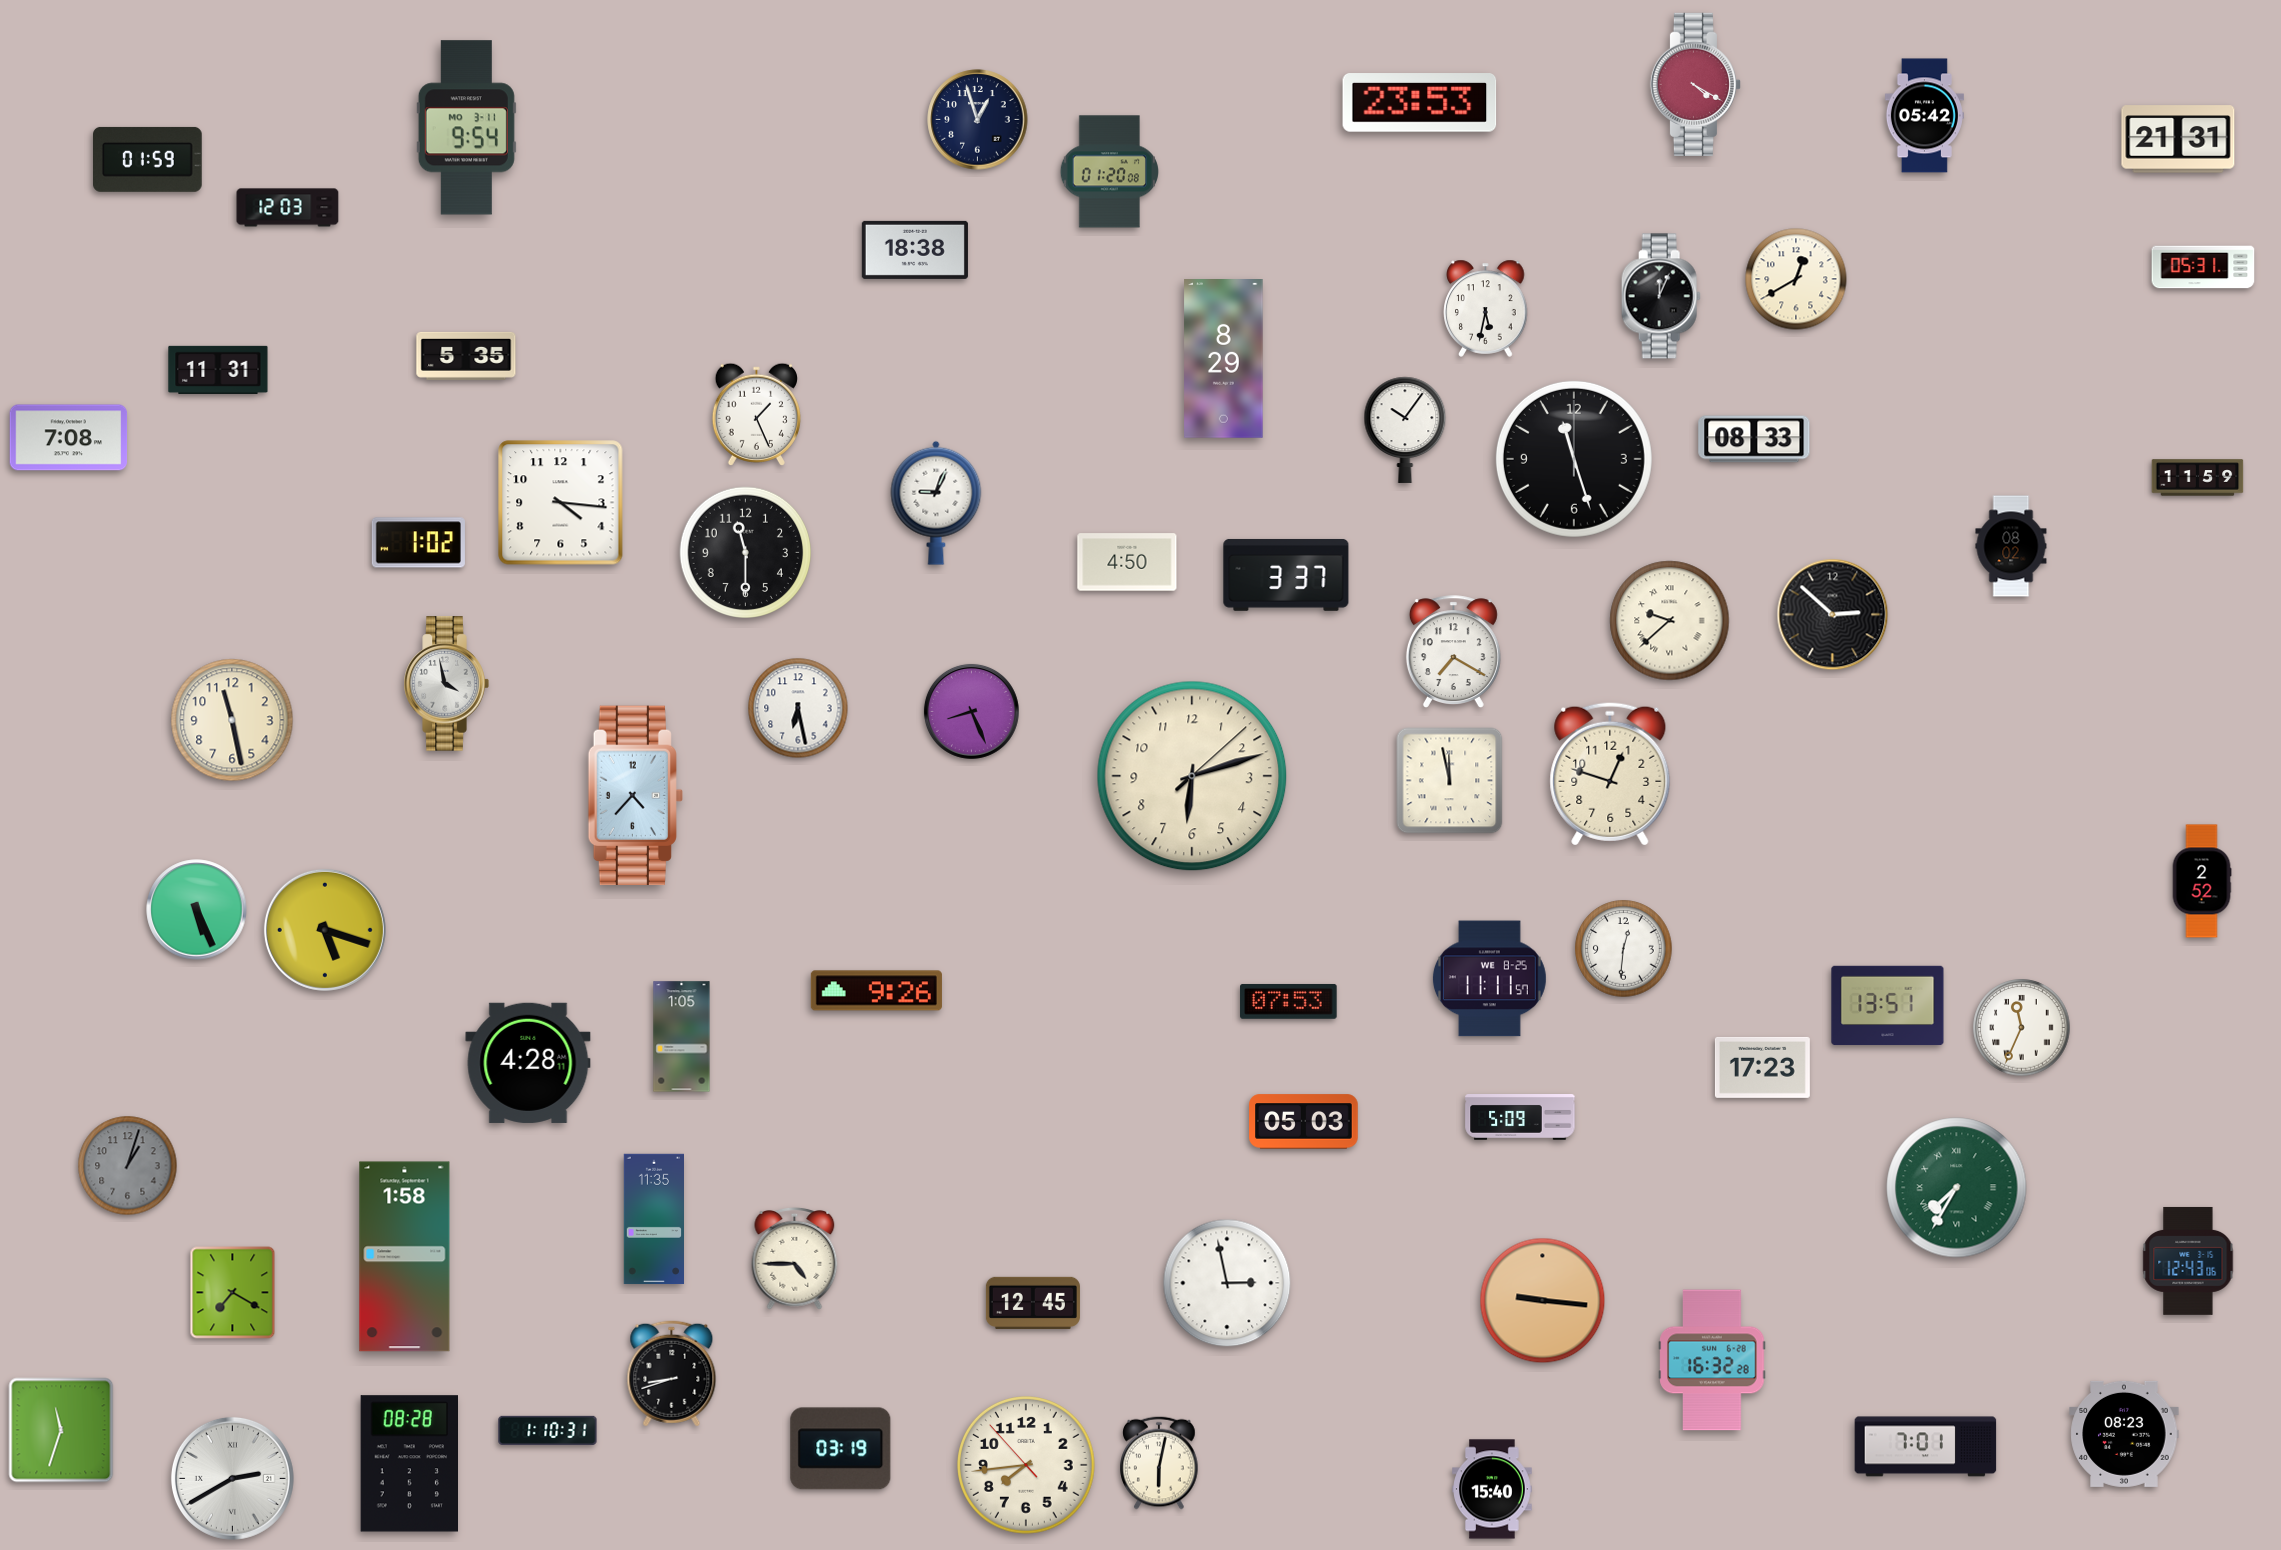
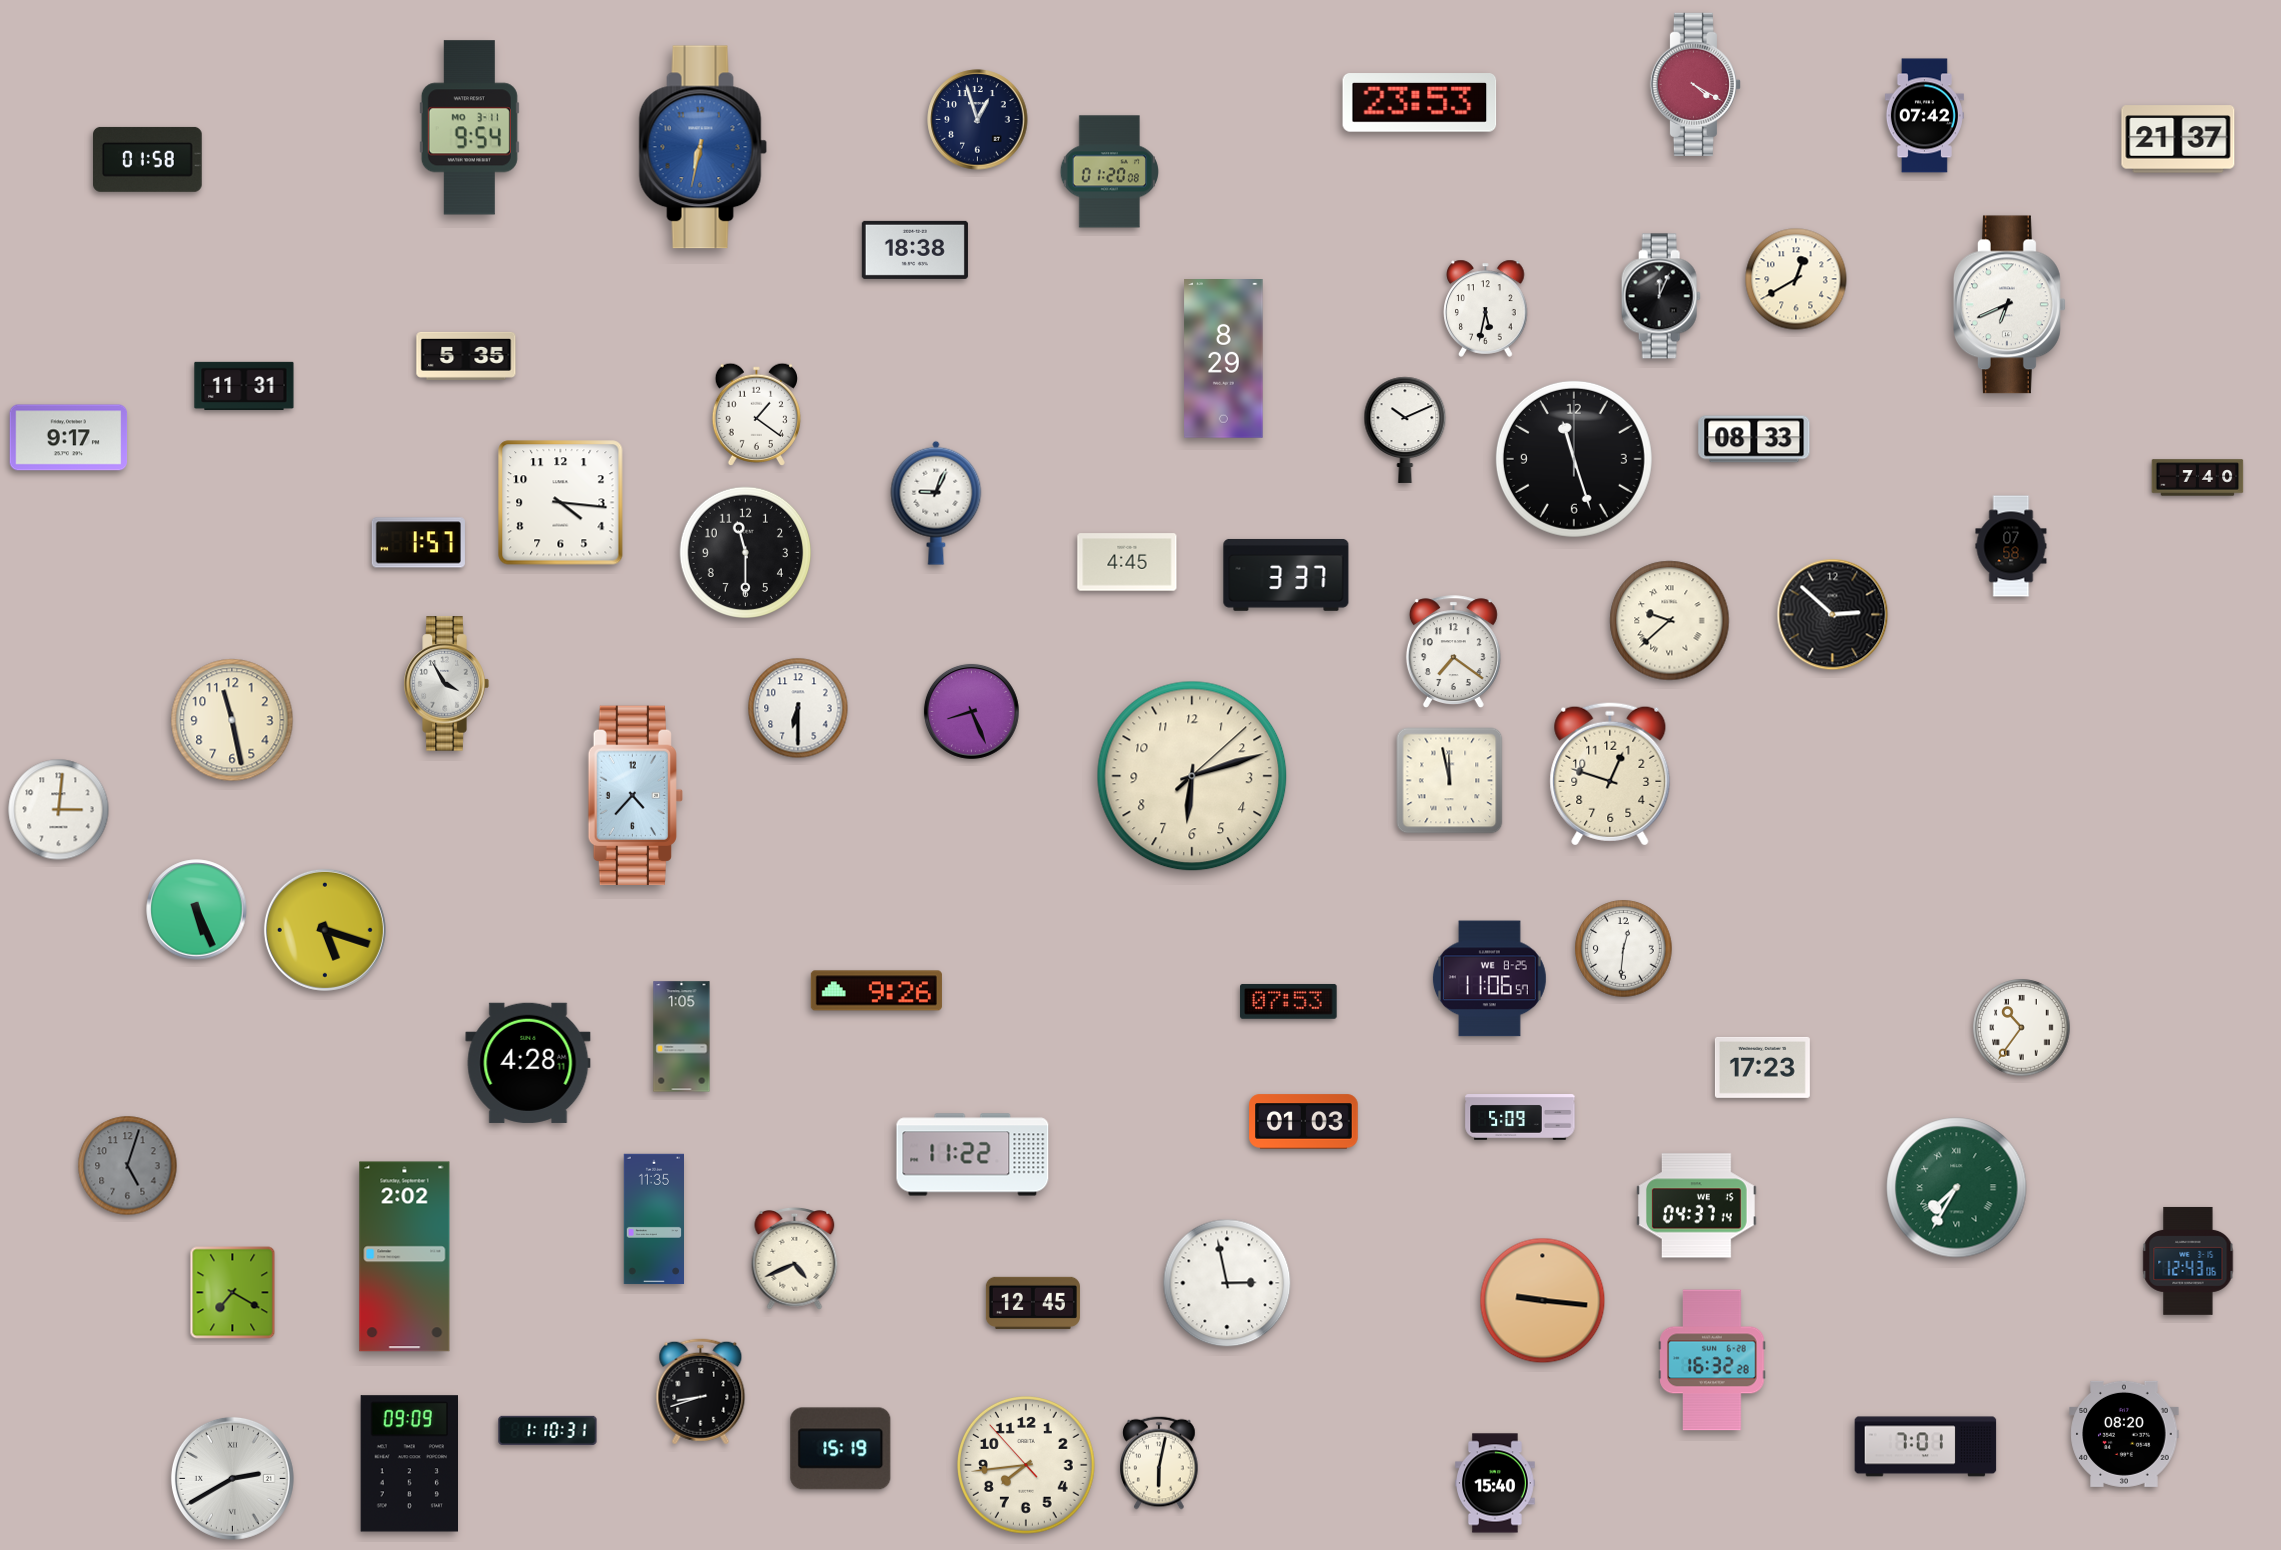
clock at (1924, 116): 05:42 -> 07:42
clock at (466, 128) position: (466, 128) -> (469, 128)
clock at (2178, 139): 21:31 -> 21:37
clock at (703, 147): none -> 6:32
clock at (148, 159): 01:59 -> 01:58
clock at (288, 208): 12:03 -> none
clock at (2203, 267): 05:31 -> none
clock at (2010, 305): none -> 6:41
clock at (218, 370) position: (218, 370) -> (244, 386)
clock at (756, 414): 1:26 -> 1:21
clock at (1405, 430): 10:06 -> 10:11
clock at (69, 438): 7:08 -> 9:17
clock at (2198, 478): 11:59 -> 7:40
clock at (418, 543): 1:02 -> 1:57
clock at (2011, 546): 08:02 -> 07:58
clock at (1127, 562): 4:50 -> 4:45
clock at (1453, 651): 7:20 -> 7:21
clock at (446, 684): 3:58 -> 3:55
clock at (798, 708): 6:28 -> 6:30
clock at (59, 810): none -> 3:01
clock at (2202, 881): 2:52 -> none
clock at (1489, 979): 11:11 -> 11:06
clock at (1888, 1006): 13:51 -> none
clock at (2022, 1028): 11:34 -> 10:36
clock at (1304, 1122): 05:03 -> 01:03
clock at (973, 1155): none -> 11:22
clock at (128, 1166): 1:03 -> 5:03
clock at (1696, 1206): none -> 04:37
clock at (405, 1257): 1:58 -> 2:02
clock at (795, 1258): 4:45 -> 4:41
clock at (672, 1374) position: (672, 1374) -> (701, 1392)
clock at (61, 1430): 11:33 -> none
clock at (2124, 1434): 08:23 -> 08:20
clock at (841, 1449): 03:19 -> 15:19
clock at (410, 1464): 08:28 -> 09:09
clock at (1492, 1489) position: (1492, 1489) -> (1495, 1483)
